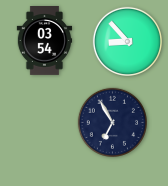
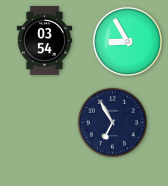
clock at (127, 41): 8:53 -> 8:55
